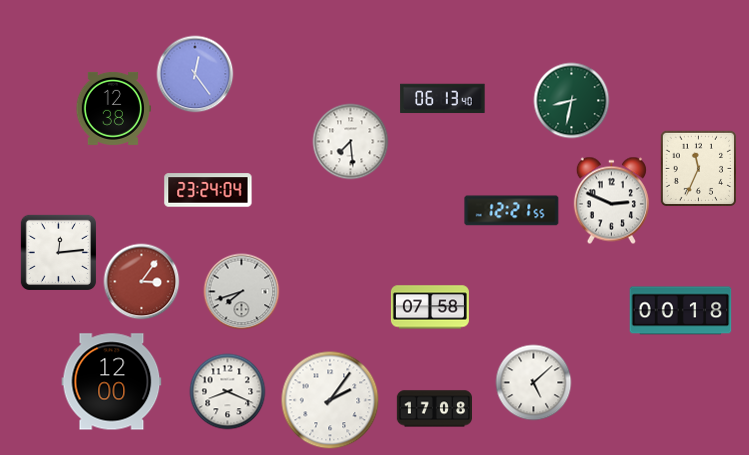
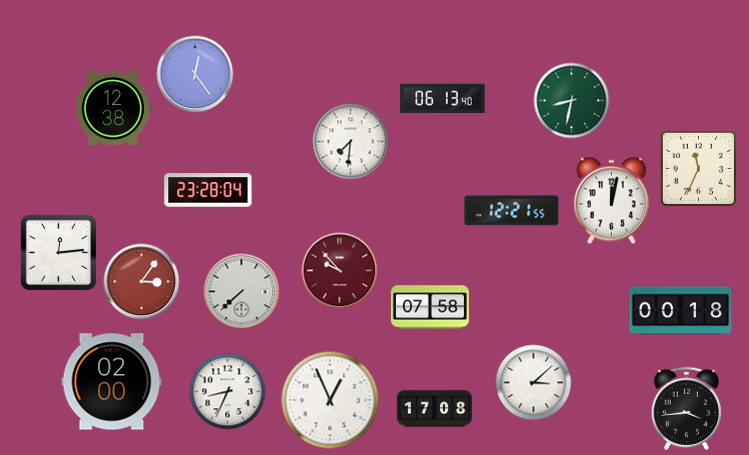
clock at (351, 142): 7:29 -> 7:31
clock at (208, 190): 23:24 -> 23:28
clock at (611, 201): 2:49 -> 12:02
clock at (340, 271): none -> 9:53
clock at (242, 292): 7:42 -> 7:38
clock at (112, 382): 12:00 -> 02:00
clock at (534, 383): 5:08 -> 3:08
clock at (228, 392): 8:19 -> 8:34
clock at (330, 400): 2:06 -> 12:56
clock at (686, 408): none -> 3:44
